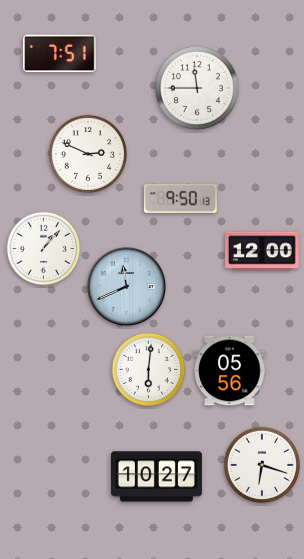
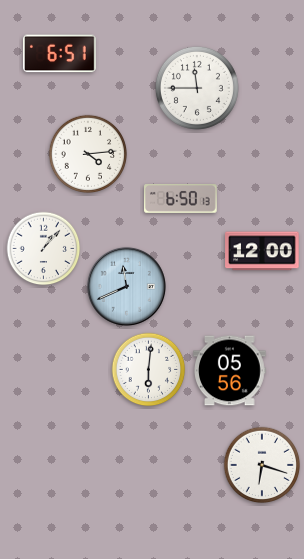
clock at (60, 54): 7:51 -> 6:51
clock at (87, 153): 2:49 -> 4:14
clock at (181, 199): 9:50 -> 6:50
clock at (156, 477): 10:27 -> none
